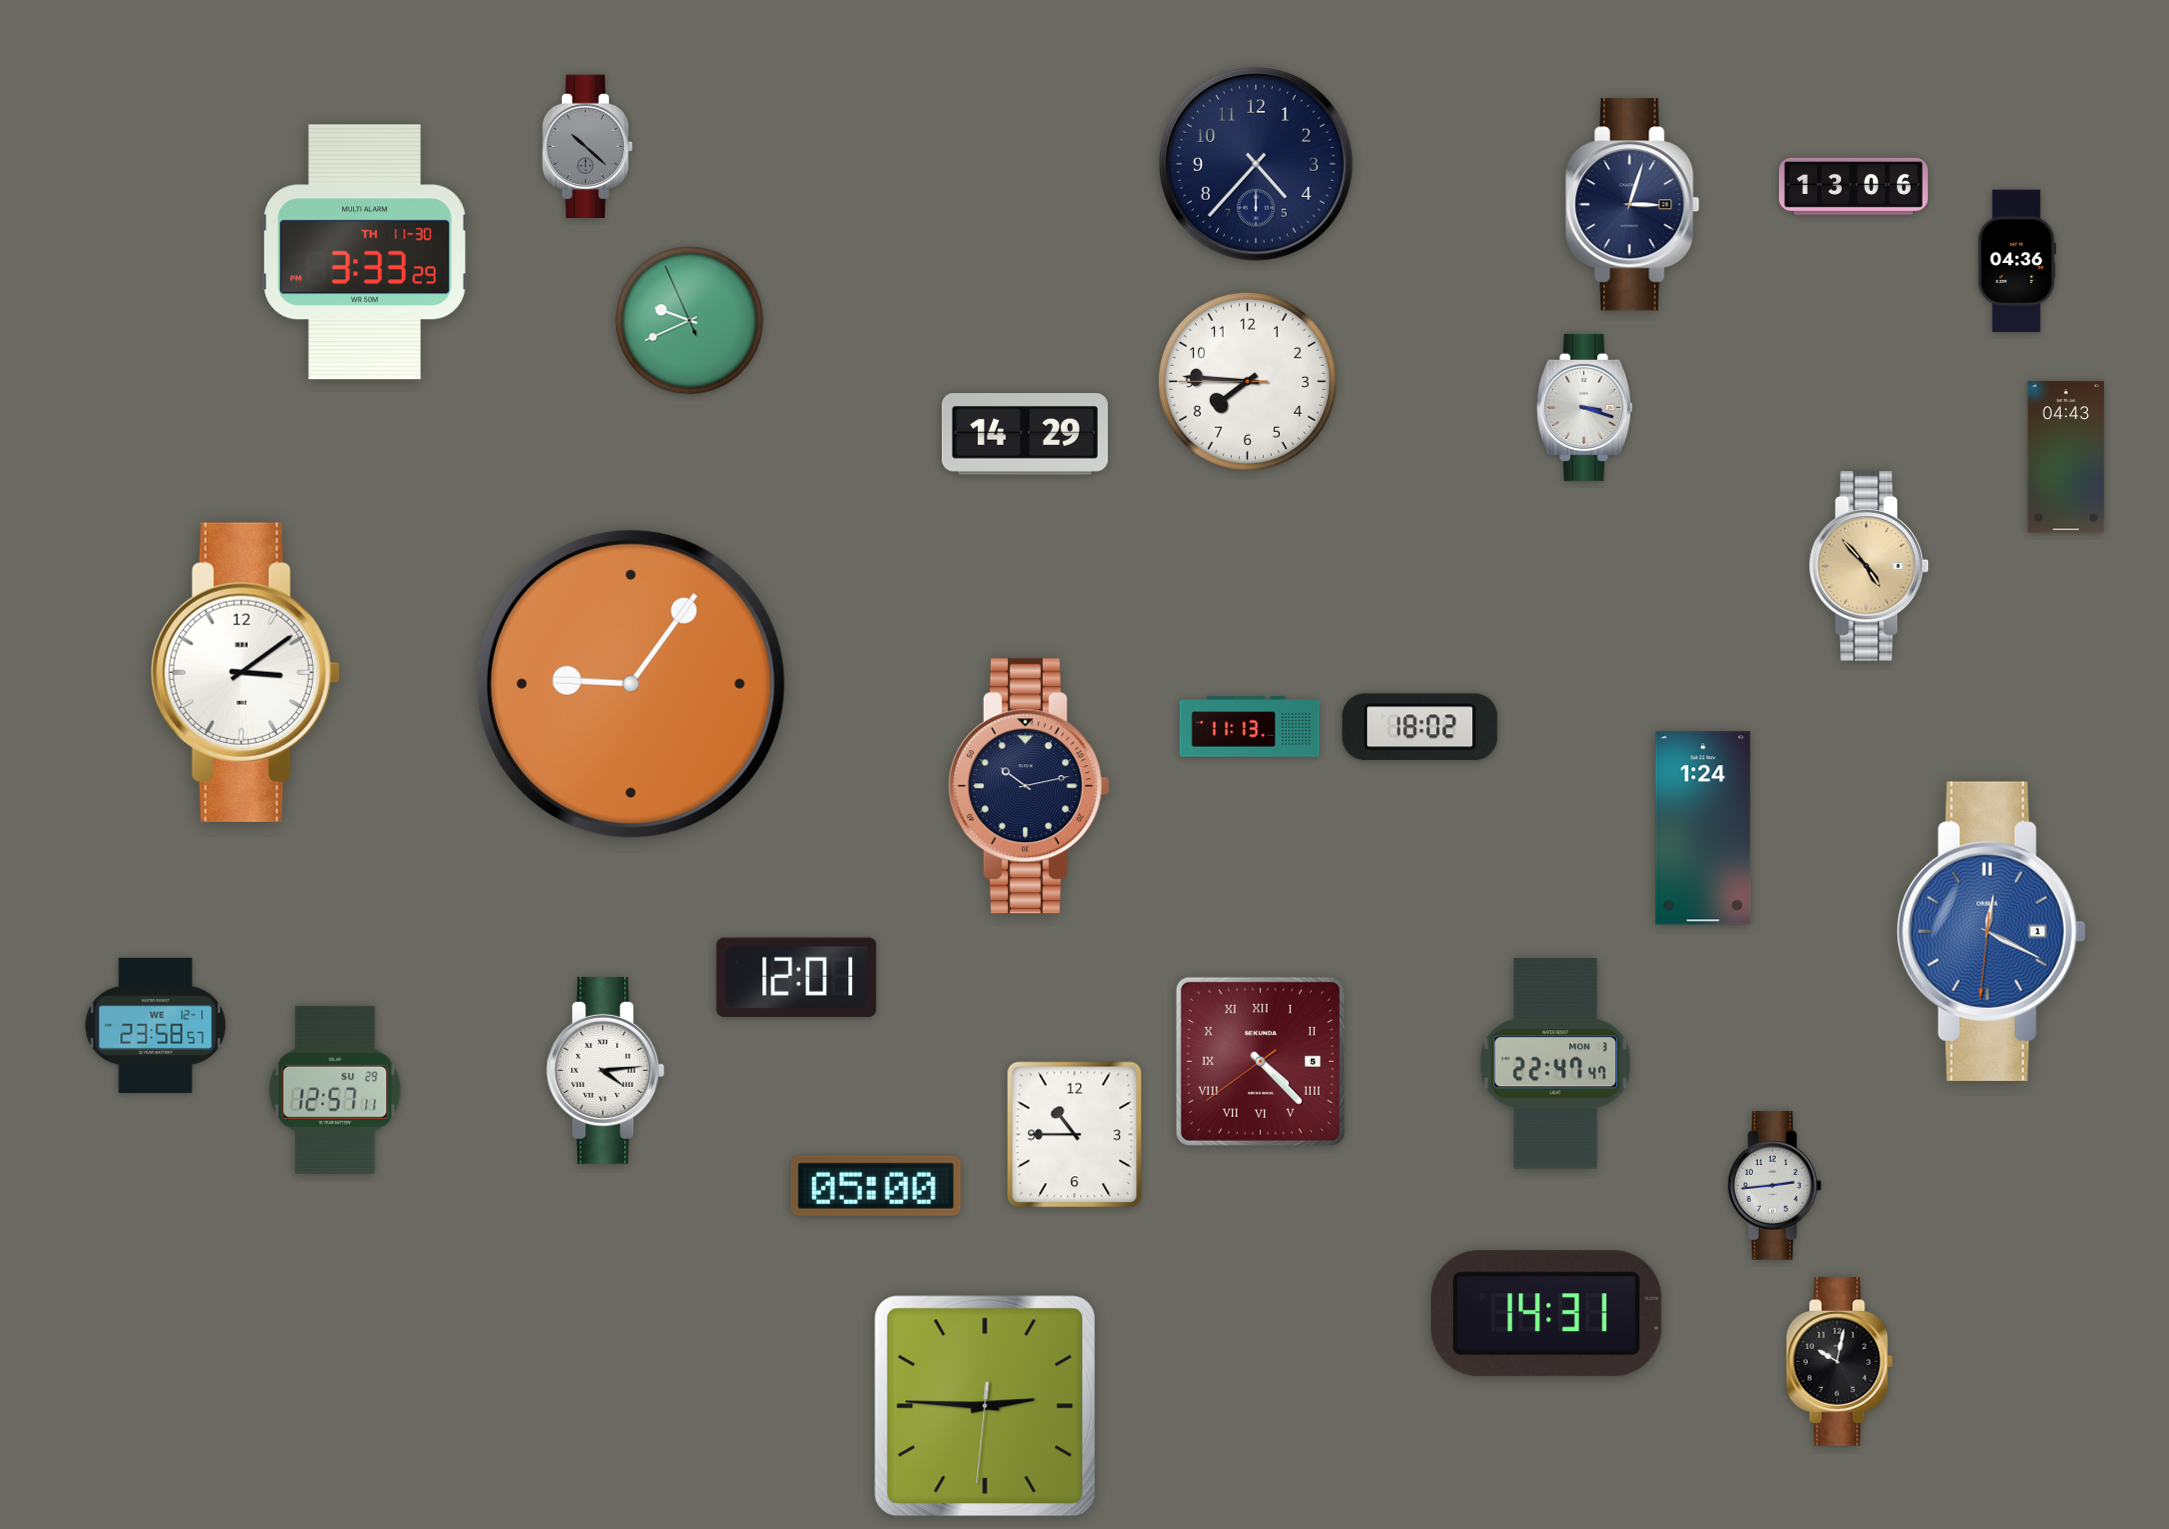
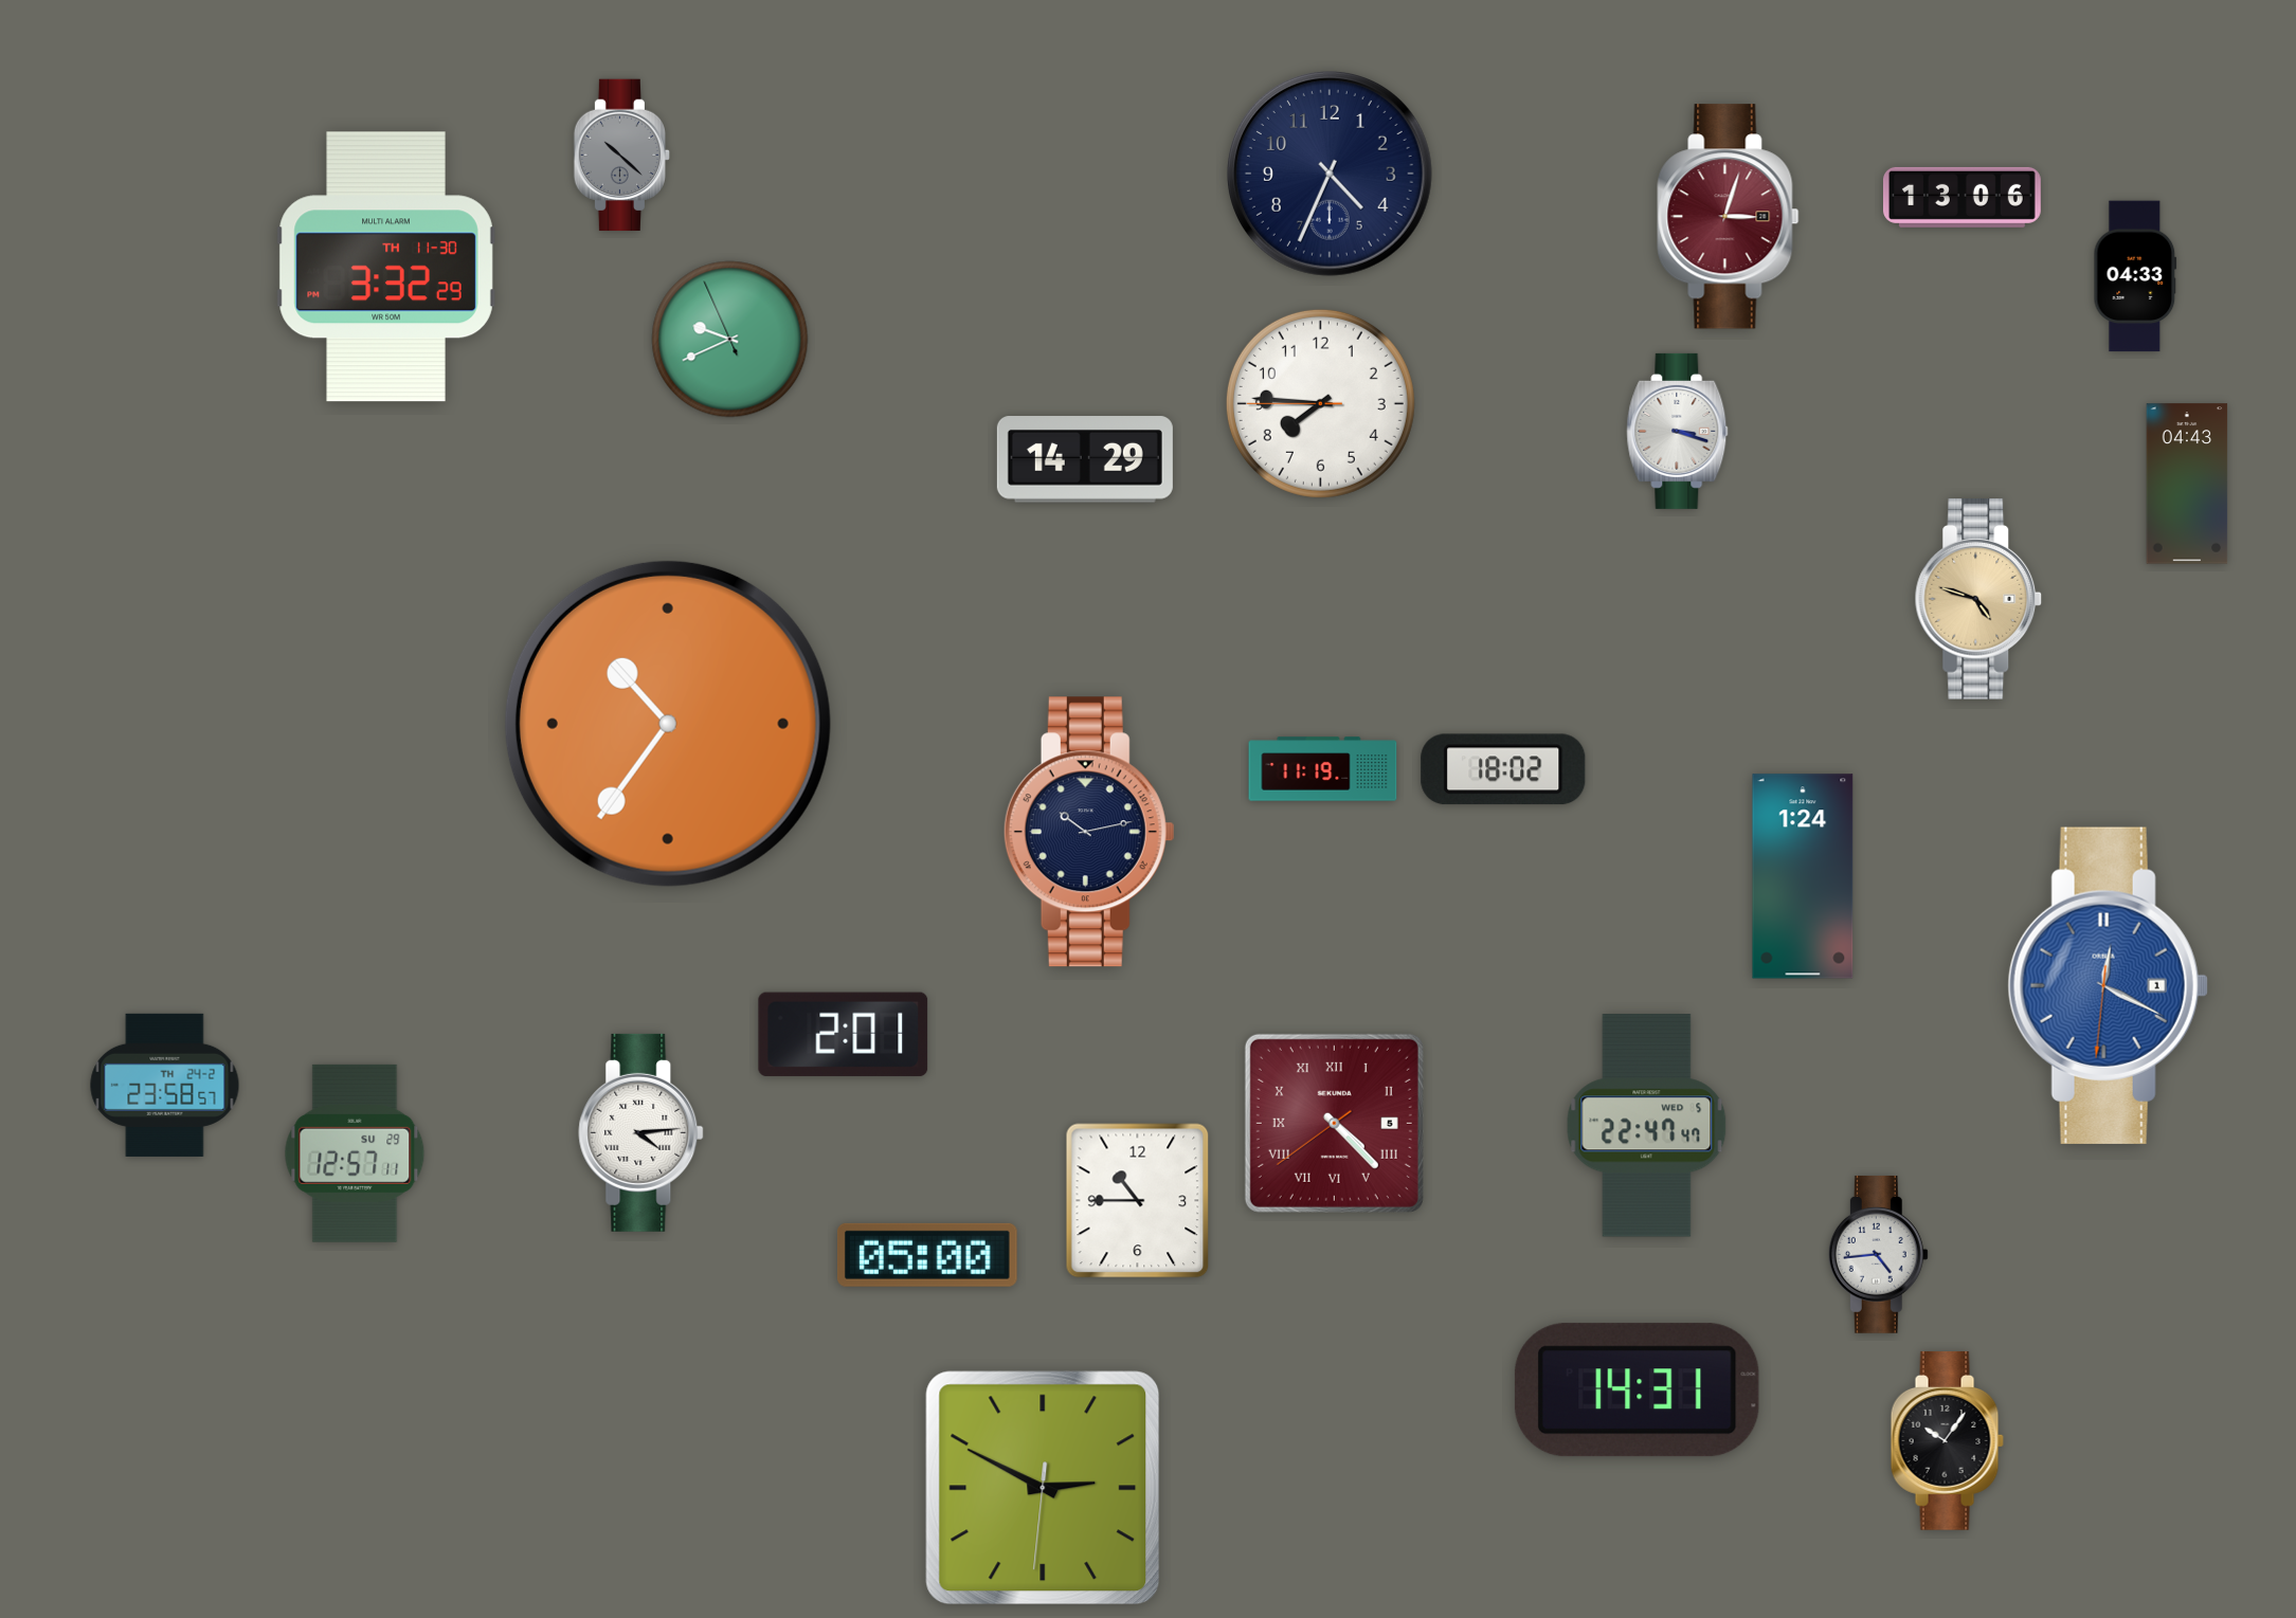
clock at (1256, 164): 4:37 -> 4:34
clock at (1633, 205) dial: navy -> burgundy
clock at (365, 252): 3:33 -> 3:32
clock at (2017, 261): 04:36 -> 04:33
clock at (1869, 567): 4:53 -> 4:48
clock at (245, 672): 3:09 -> none
clock at (631, 684): 9:06 -> 10:36
clock at (1250, 727): 11:13 -> 11:19
clock at (797, 977): 12:01 -> 2:01
clock at (156, 1025) date: WE 12-1 -> TH 24-2
clock at (1556, 1064) date: MON 3 -> WED 5
clock at (1774, 1185): 2:44 -> 4:44
clock at (1839, 1361): 10:02 -> 10:06
clock at (985, 1406): 2:45 -> 2:49
